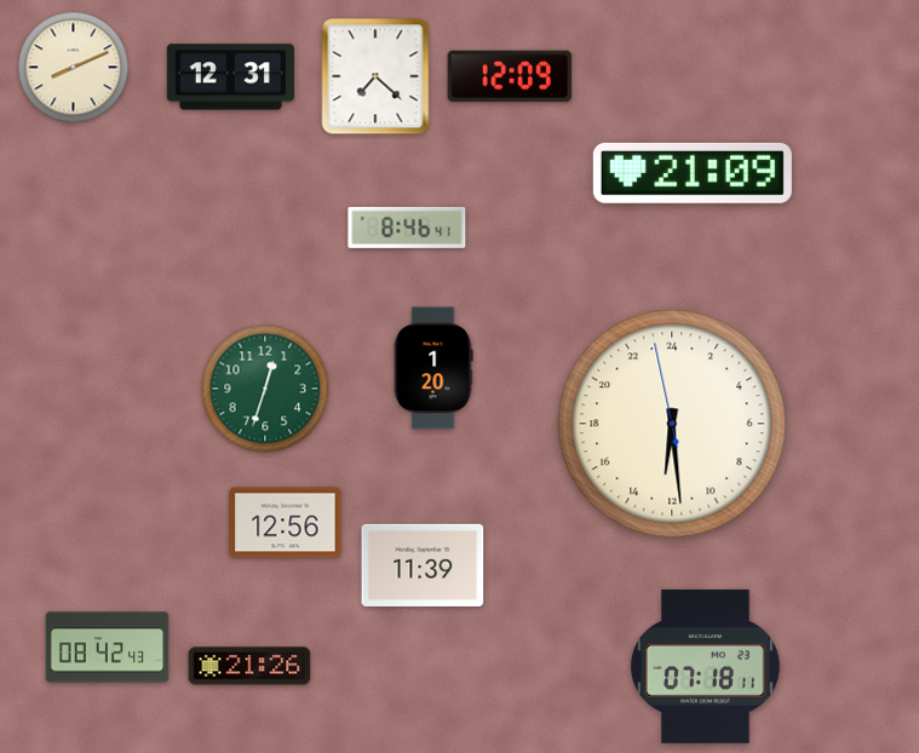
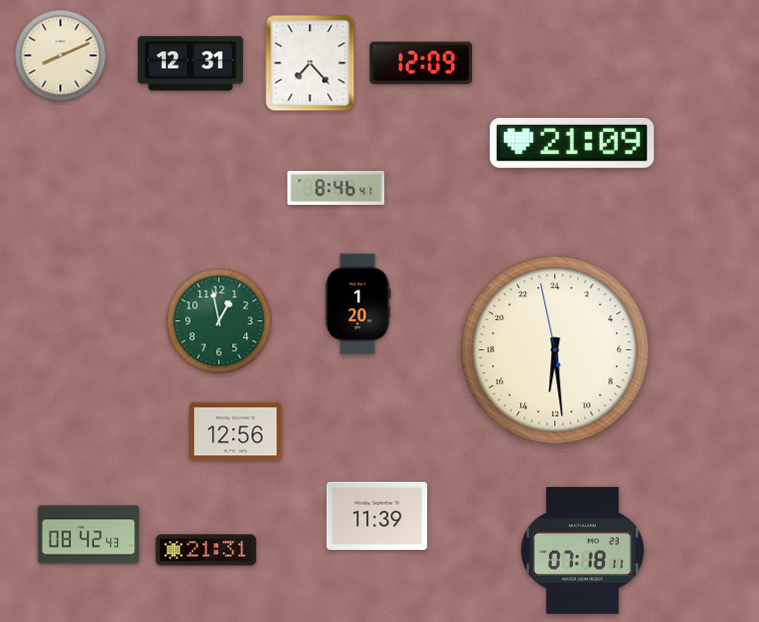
clock at (375, 76): 7:22 -> 7:23
clock at (265, 389): 12:33 -> 12:58
clock at (423, 565) position: (423, 565) -> (377, 516)
clock at (249, 666): 21:26 -> 21:31
